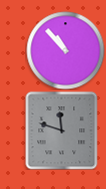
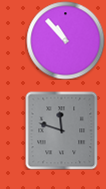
clock at (65, 50) position: (65, 50) -> (65, 40)
